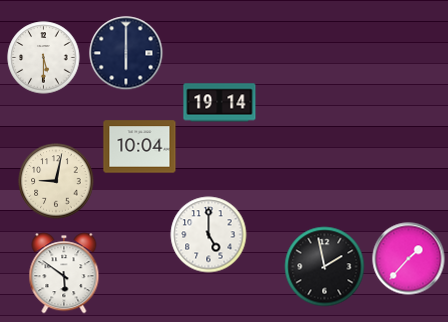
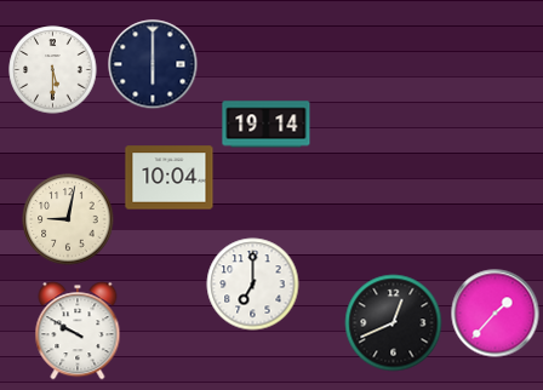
clock at (209, 235): 5:00 -> 7:00
clock at (325, 267): 1:58 -> 12:41
clock at (64, 273): 5:51 -> 9:50
